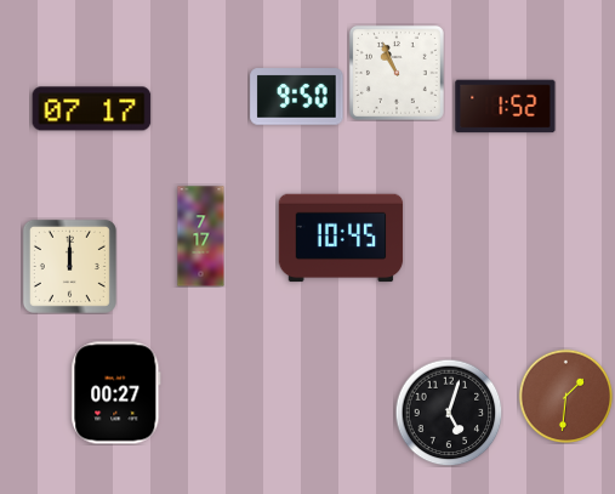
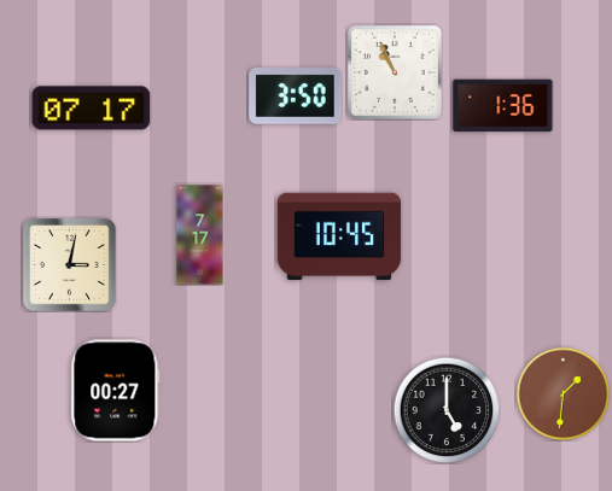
clock at (297, 97): 9:50 -> 3:50
clock at (506, 107): 1:52 -> 1:36
clock at (69, 266): 12:00 -> 3:02
clock at (449, 413): 5:03 -> 5:00
